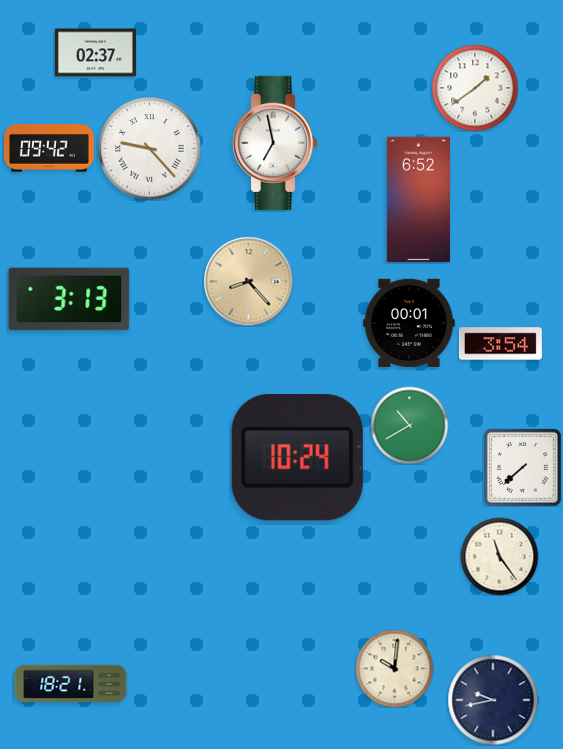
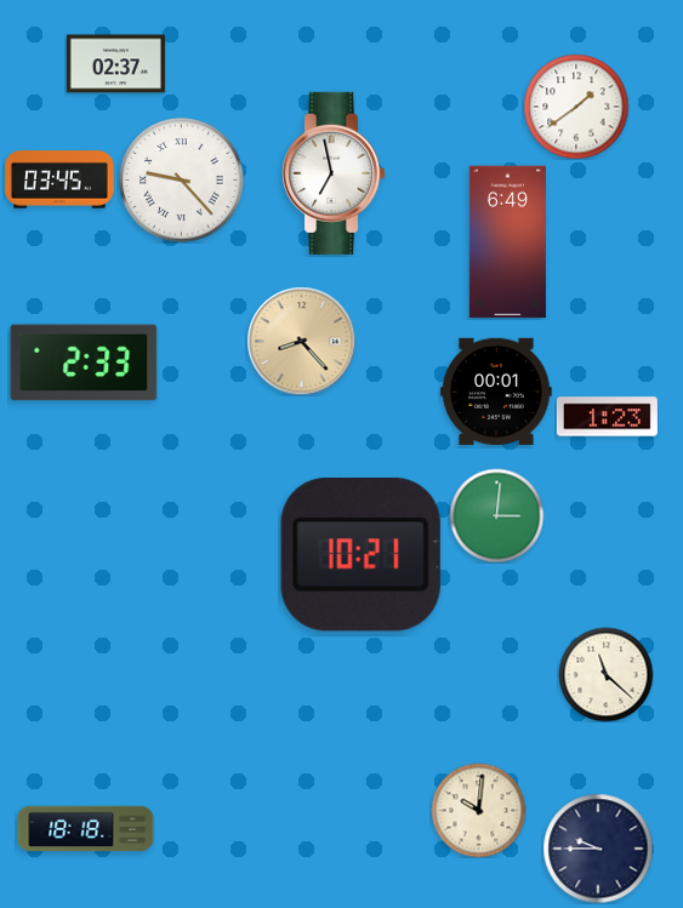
clock at (49, 148): 09:42 -> 03:45
clock at (418, 200): 6:52 -> 6:49
clock at (69, 299): 3:13 -> 2:33
clock at (500, 344): 3:54 -> 1:23
clock at (409, 425): 10:40 -> 3:01
clock at (297, 458): 10:24 -> 10:21
clock at (522, 467): 7:38 -> none
clock at (499, 556): 11:24 -> 11:22
clock at (71, 684): 18:21 -> 18:18
clock at (493, 700): 9:43 -> 9:45
